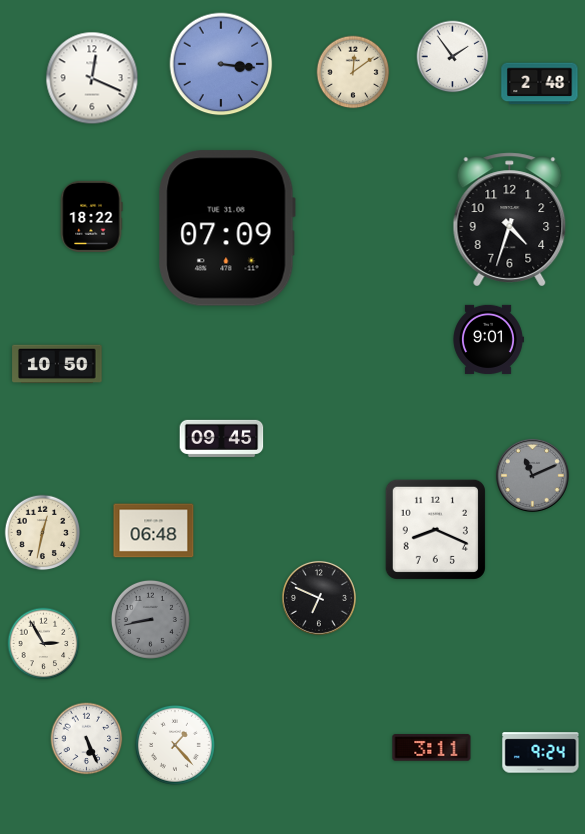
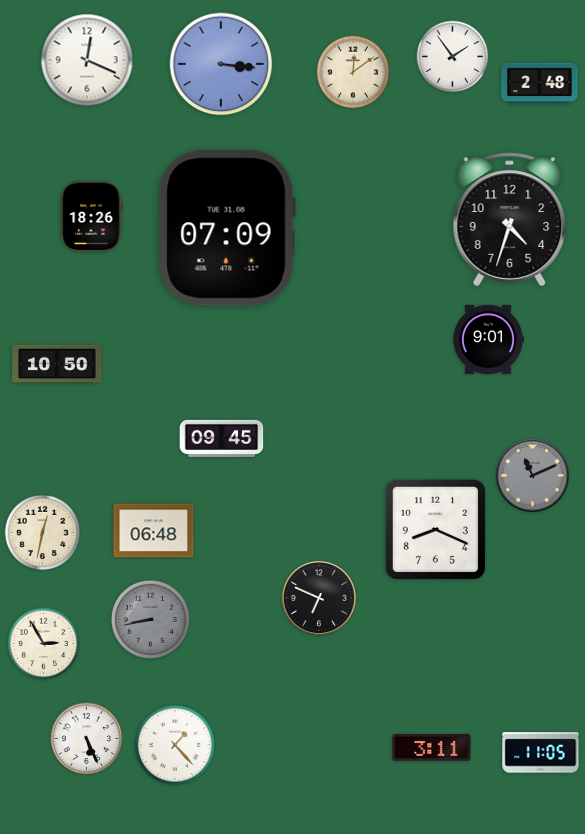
clock at (92, 78) position: (92, 78) -> (87, 60)
clock at (91, 216): 18:22 -> 18:26
clock at (541, 753): 9:24 -> 11:05
